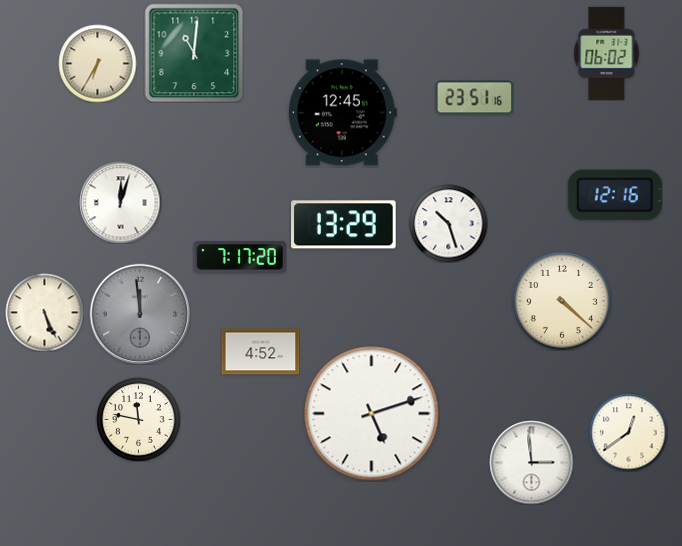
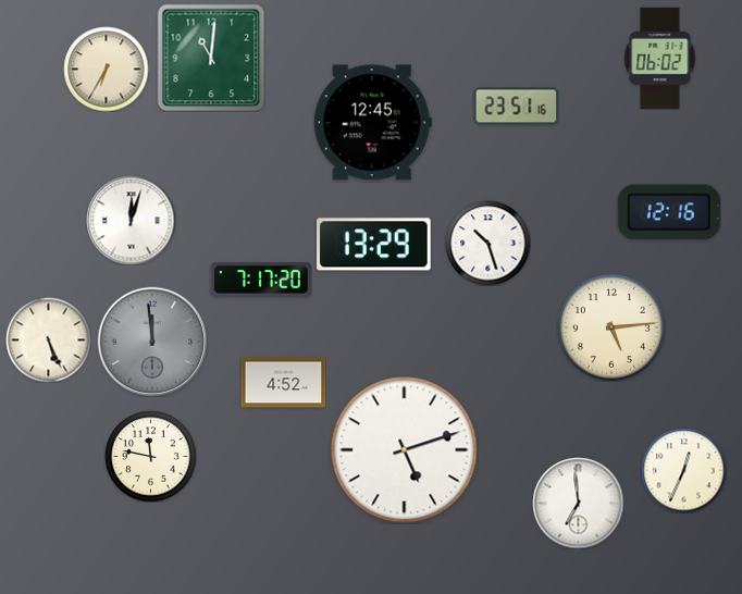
clock at (562, 301): 4:22 -> 5:14
clock at (628, 432): 12:39 -> 12:34
clock at (531, 462): 2:59 -> 6:59
